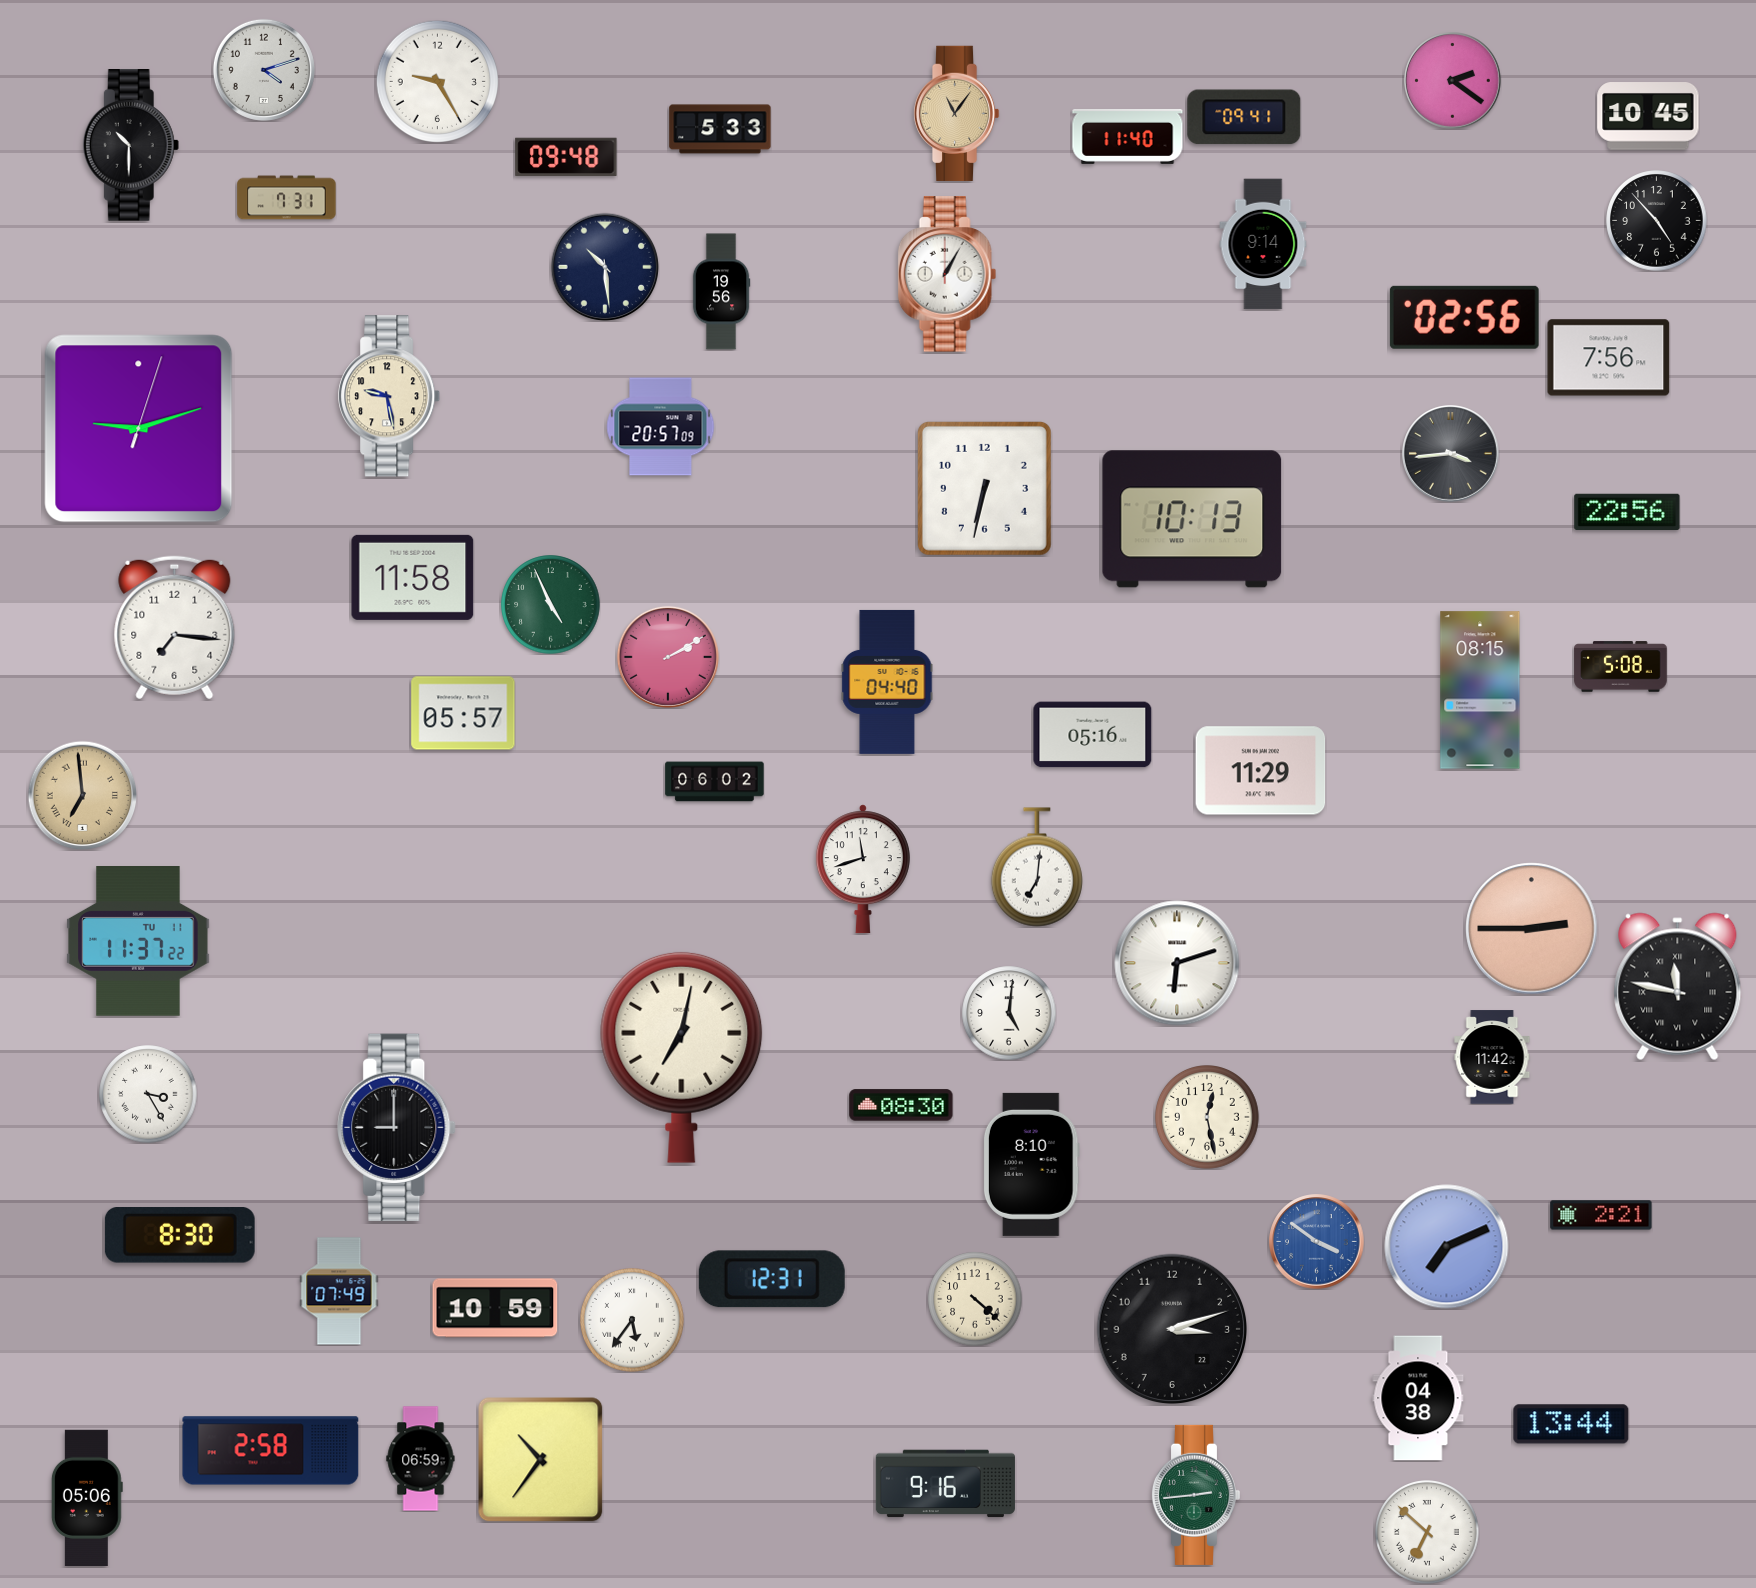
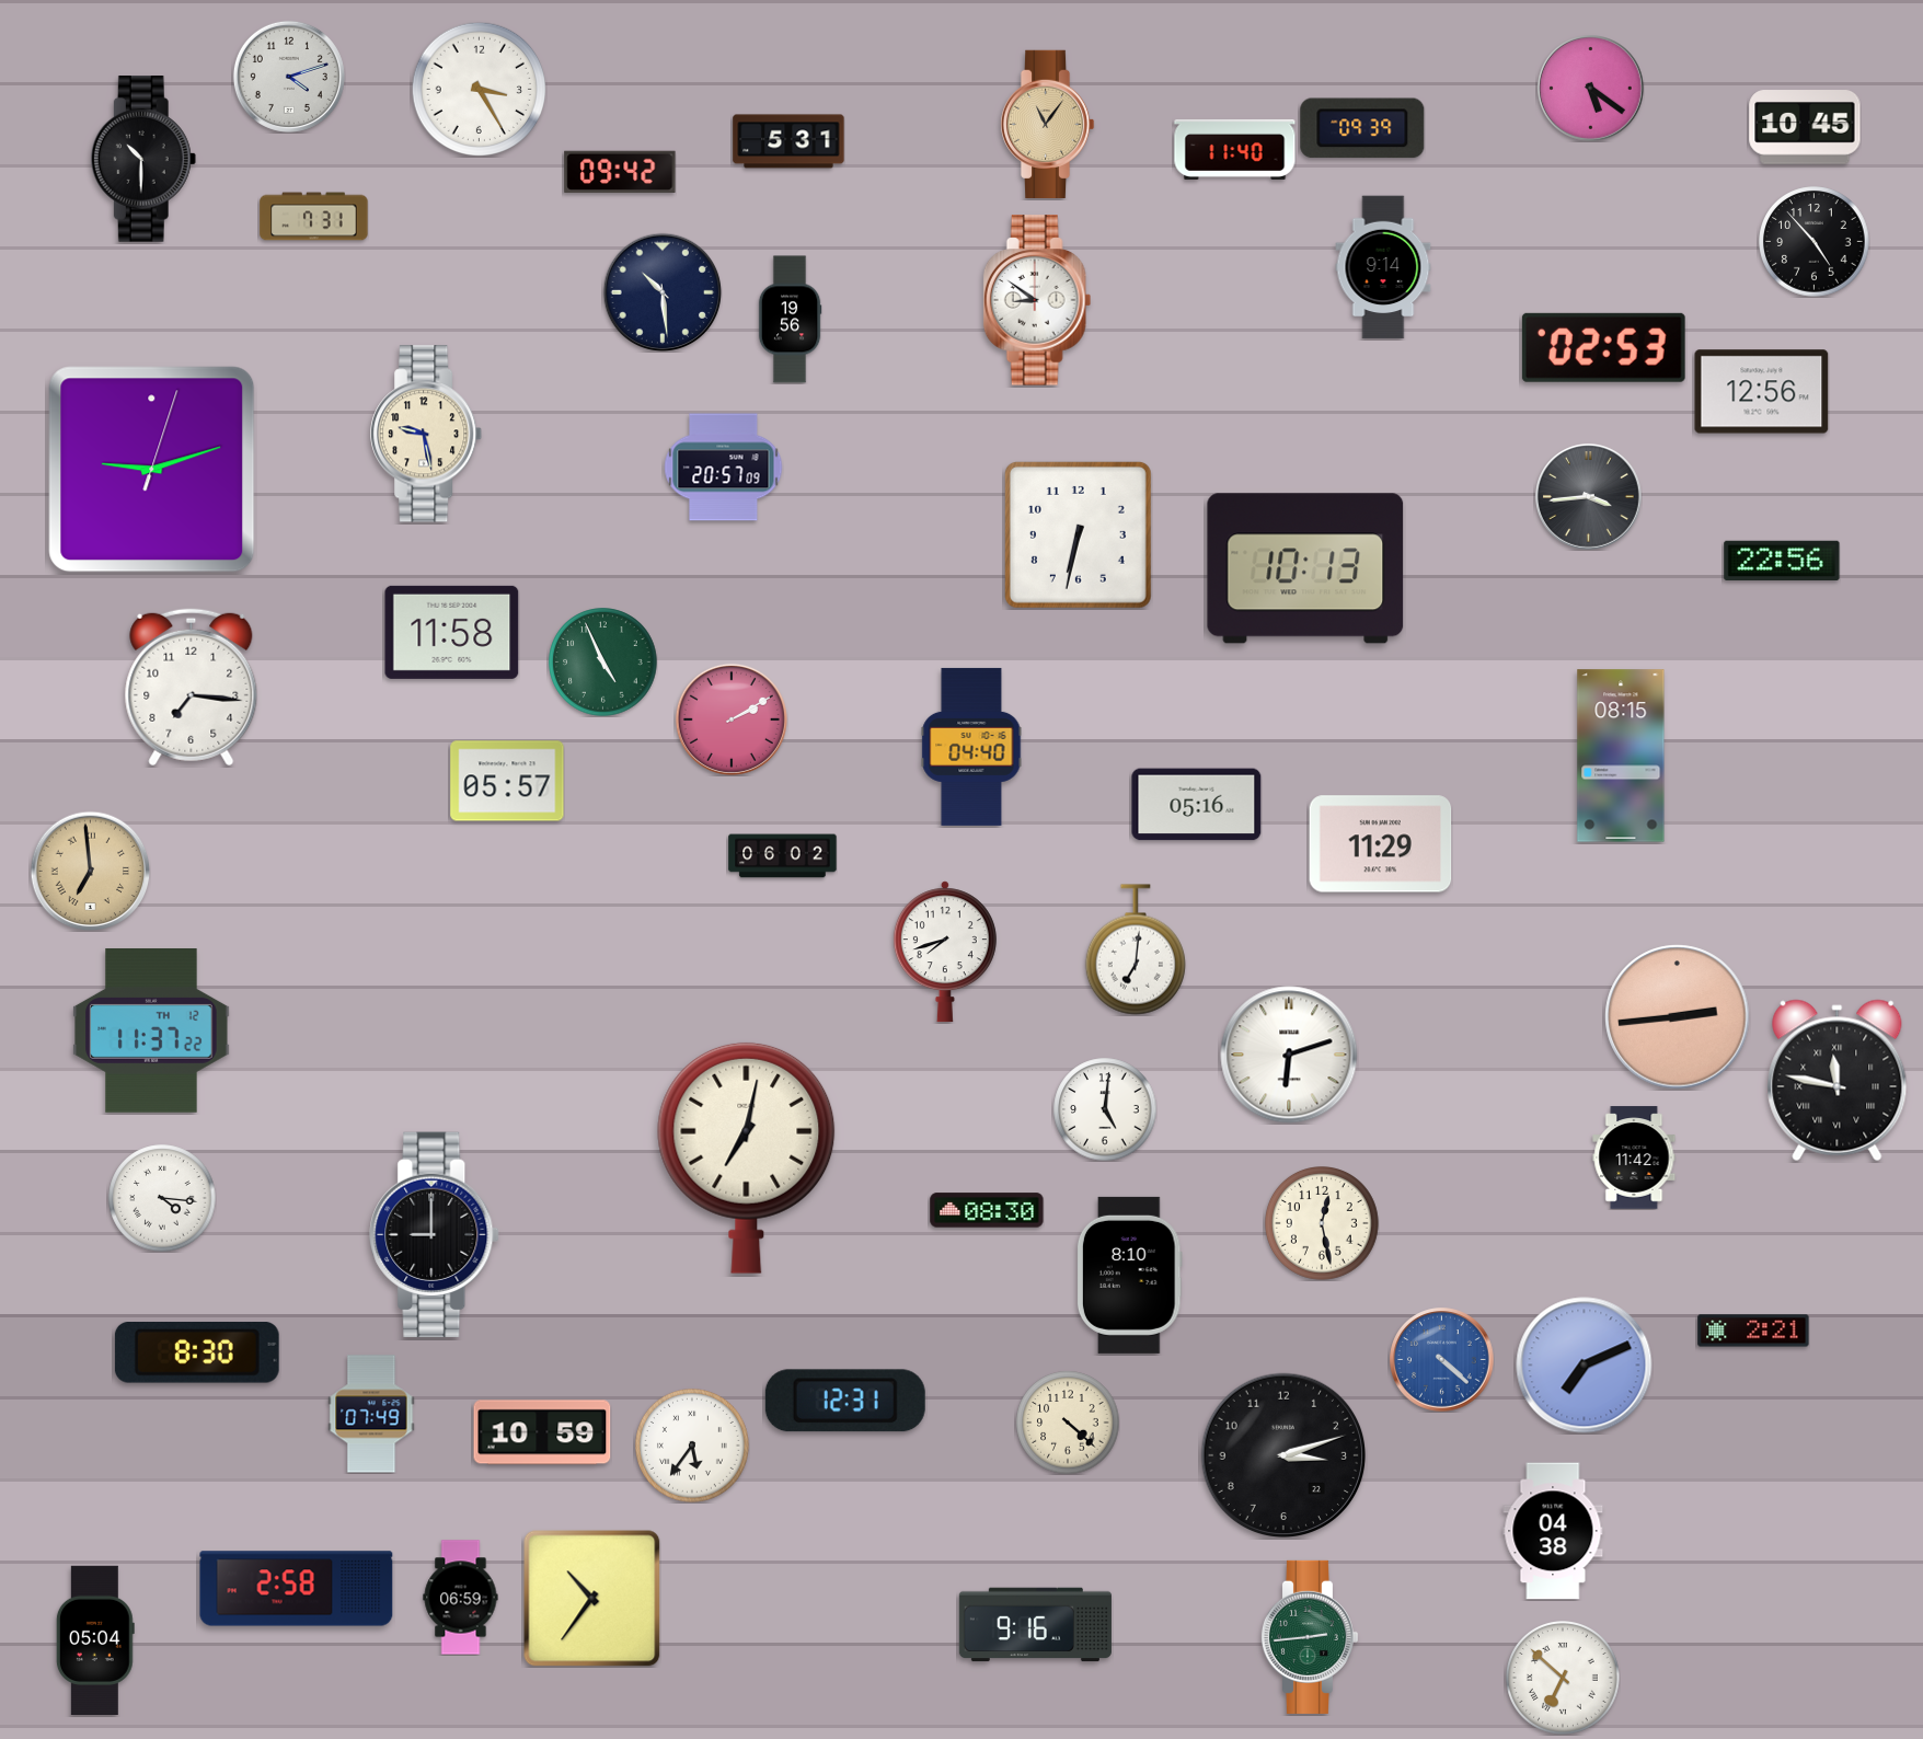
clock at (437, 81): 9:25 -> 3:25
clock at (1453, 81): 2:21 -> 5:21
clock at (1244, 117): 09:41 -> 09:39
clock at (720, 129): 5:33 -> 5:31
clock at (566, 157): 09:48 -> 09:42
clock at (947, 274): 1:05 -> 8:51
clock at (1464, 317): 02:56 -> 02:53
clock at (1609, 358): 7:56 -> 12:56
clock at (1621, 667): 5:08 -> none
clock at (863, 869): 11:42 -> 7:42
clock at (1532, 929): 2:45 -> 2:44
clock at (138, 942) date: TU 11 -> TH 12
clock at (148, 1094): 3:25 -> 4:16
clock at (1317, 1242): 3:51 -> 4:22
clock at (1571, 1424): 13:44 -> none
clock at (87, 1497): 05:06 -> 05:04
